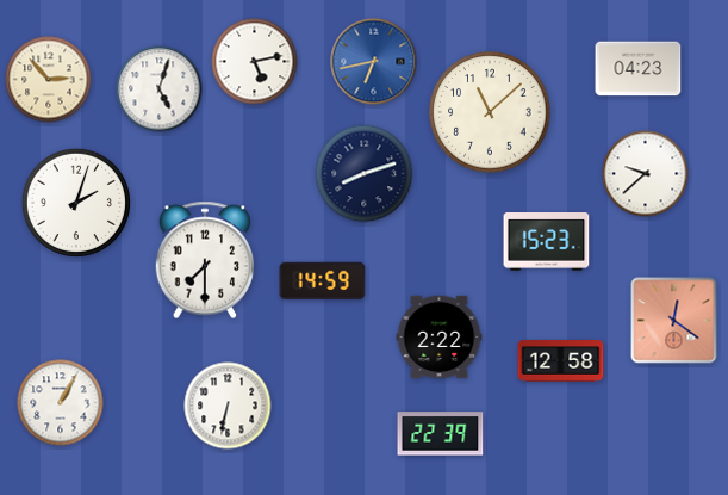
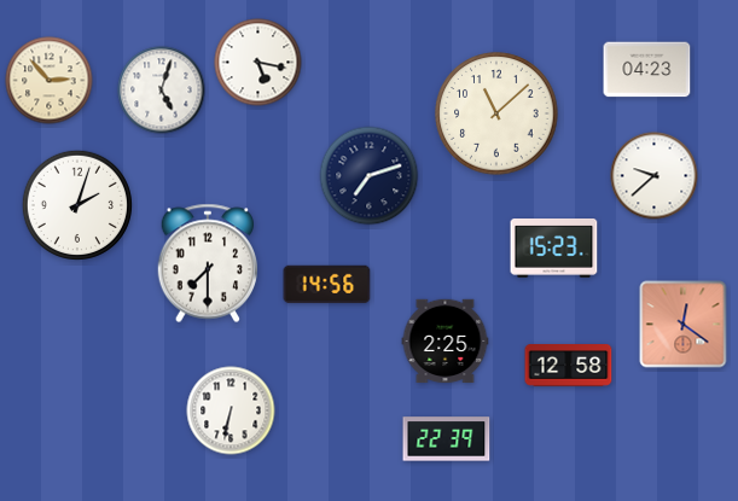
clock at (255, 62): 5:13 -> 5:17
clock at (374, 62): 6:43 -> none
clock at (365, 174): 8:12 -> 7:12
clock at (547, 242) position: (547, 242) -> (554, 249)
clock at (323, 281): 14:59 -> 14:56
clock at (440, 338): 2:22 -> 2:25
clock at (61, 403): 1:05 -> none
